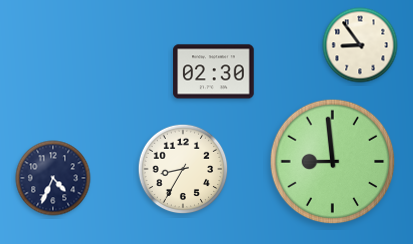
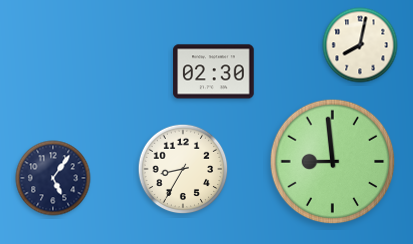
clock at (360, 45): 8:54 -> 8:02
clock at (53, 178): 4:34 -> 5:06
